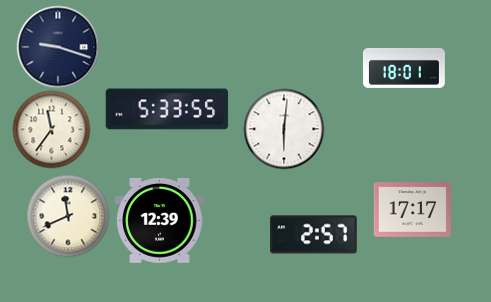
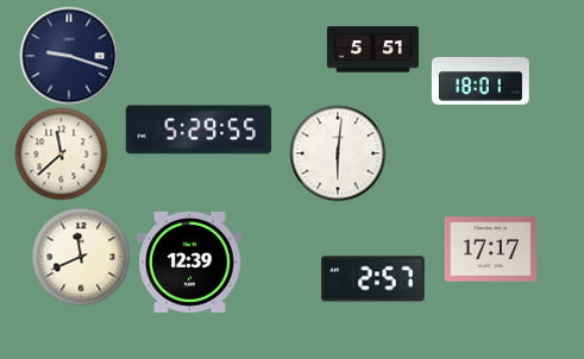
clock at (372, 50): none -> 5:51
clock at (167, 109): 5:33 -> 5:29
clock at (51, 129): 11:36 -> 11:38
